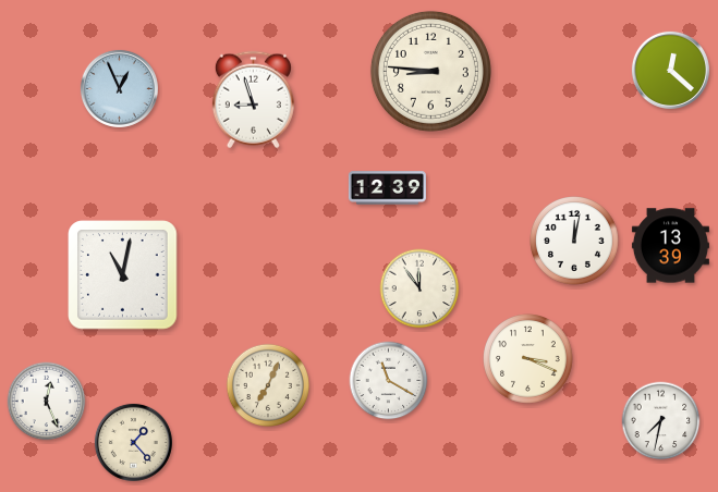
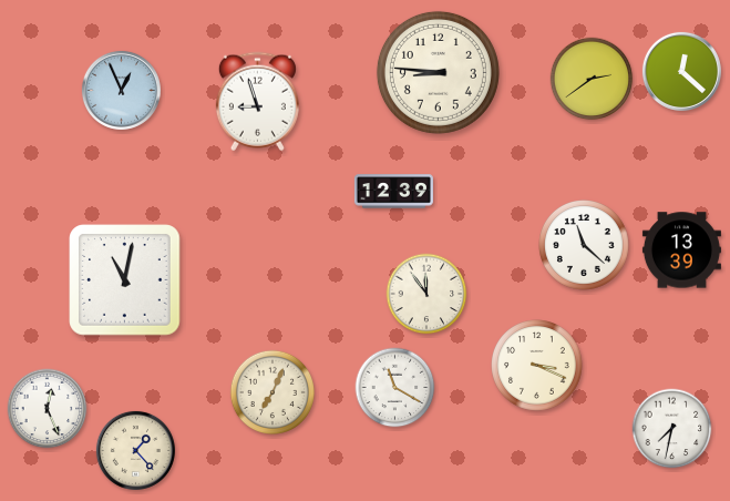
clock at (592, 79): none -> 2:39
clock at (575, 242): 12:02 -> 11:22
